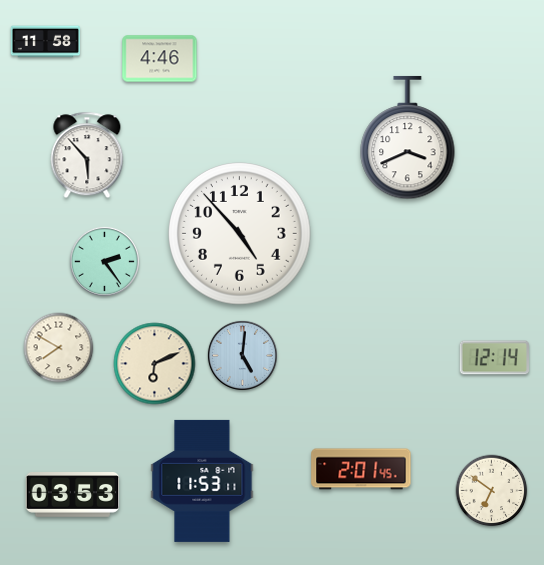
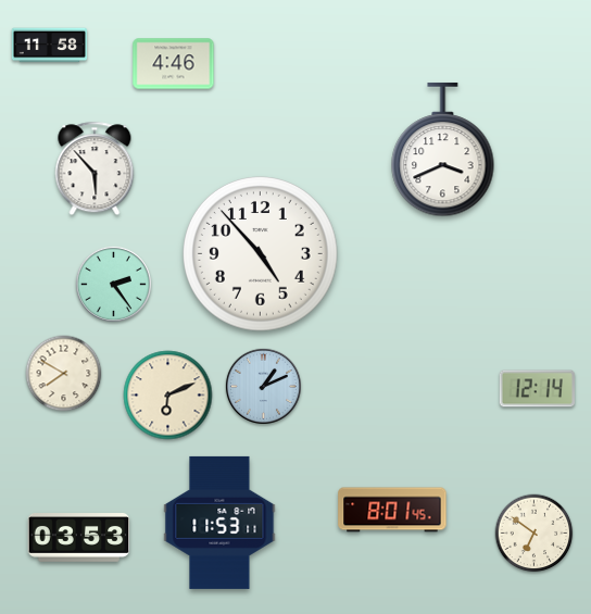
clock at (59, 348) position: (59, 348) -> (64, 374)
clock at (242, 355): 5:01 -> 1:11
clock at (361, 469): 2:01 -> 8:01
